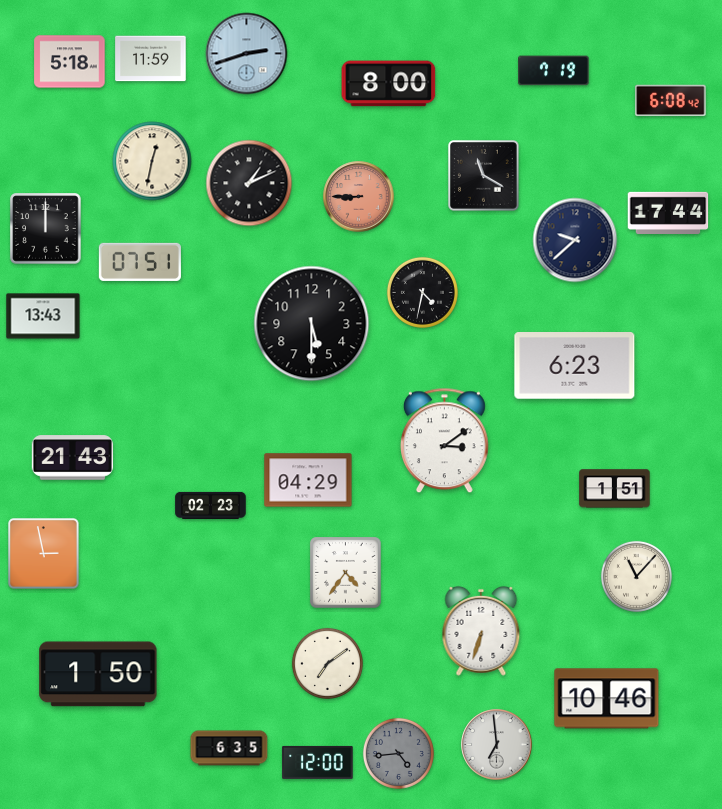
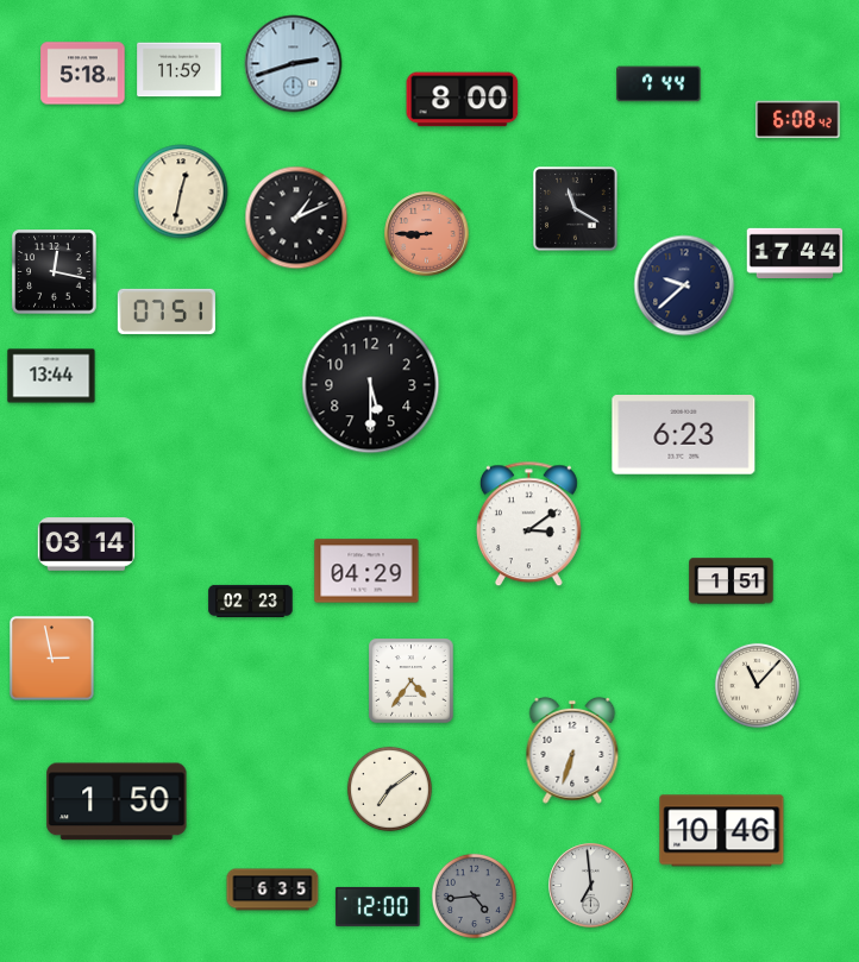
clock at (554, 71): 7:19 -> 7:44
clock at (46, 229): 12:00 -> 12:17
clock at (422, 292): 4:32 -> none
clock at (43, 316): 13:43 -> 13:44
clock at (73, 458): 21:43 -> 03:14
